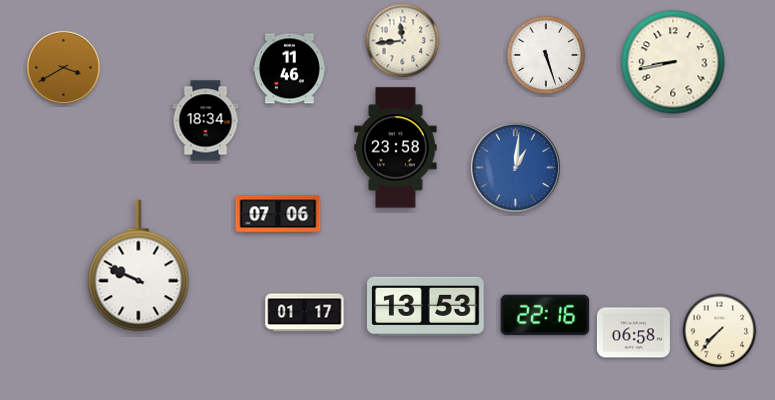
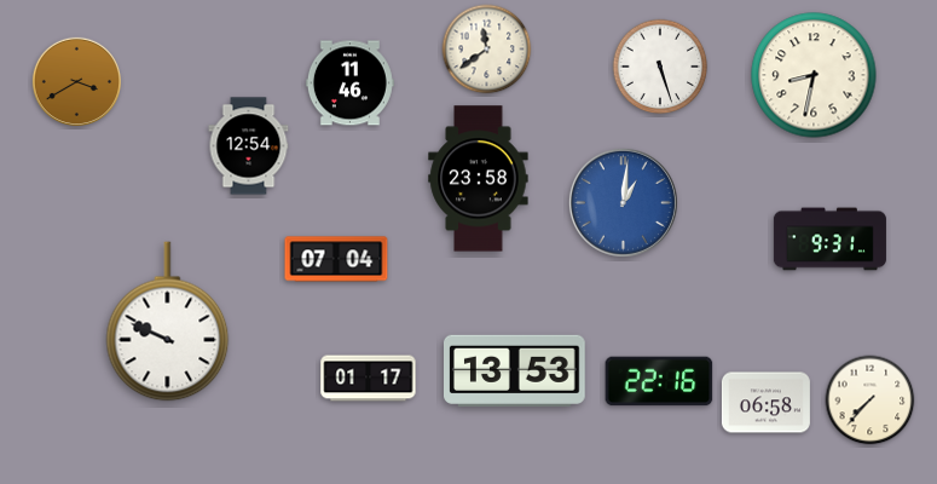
clock at (403, 41): 11:44 -> 11:39
clock at (673, 62): 8:43 -> 8:32
clock at (206, 121): 18:34 -> 12:54
clock at (829, 240): none -> 9:31
clock at (278, 214): 07:06 -> 07:04
